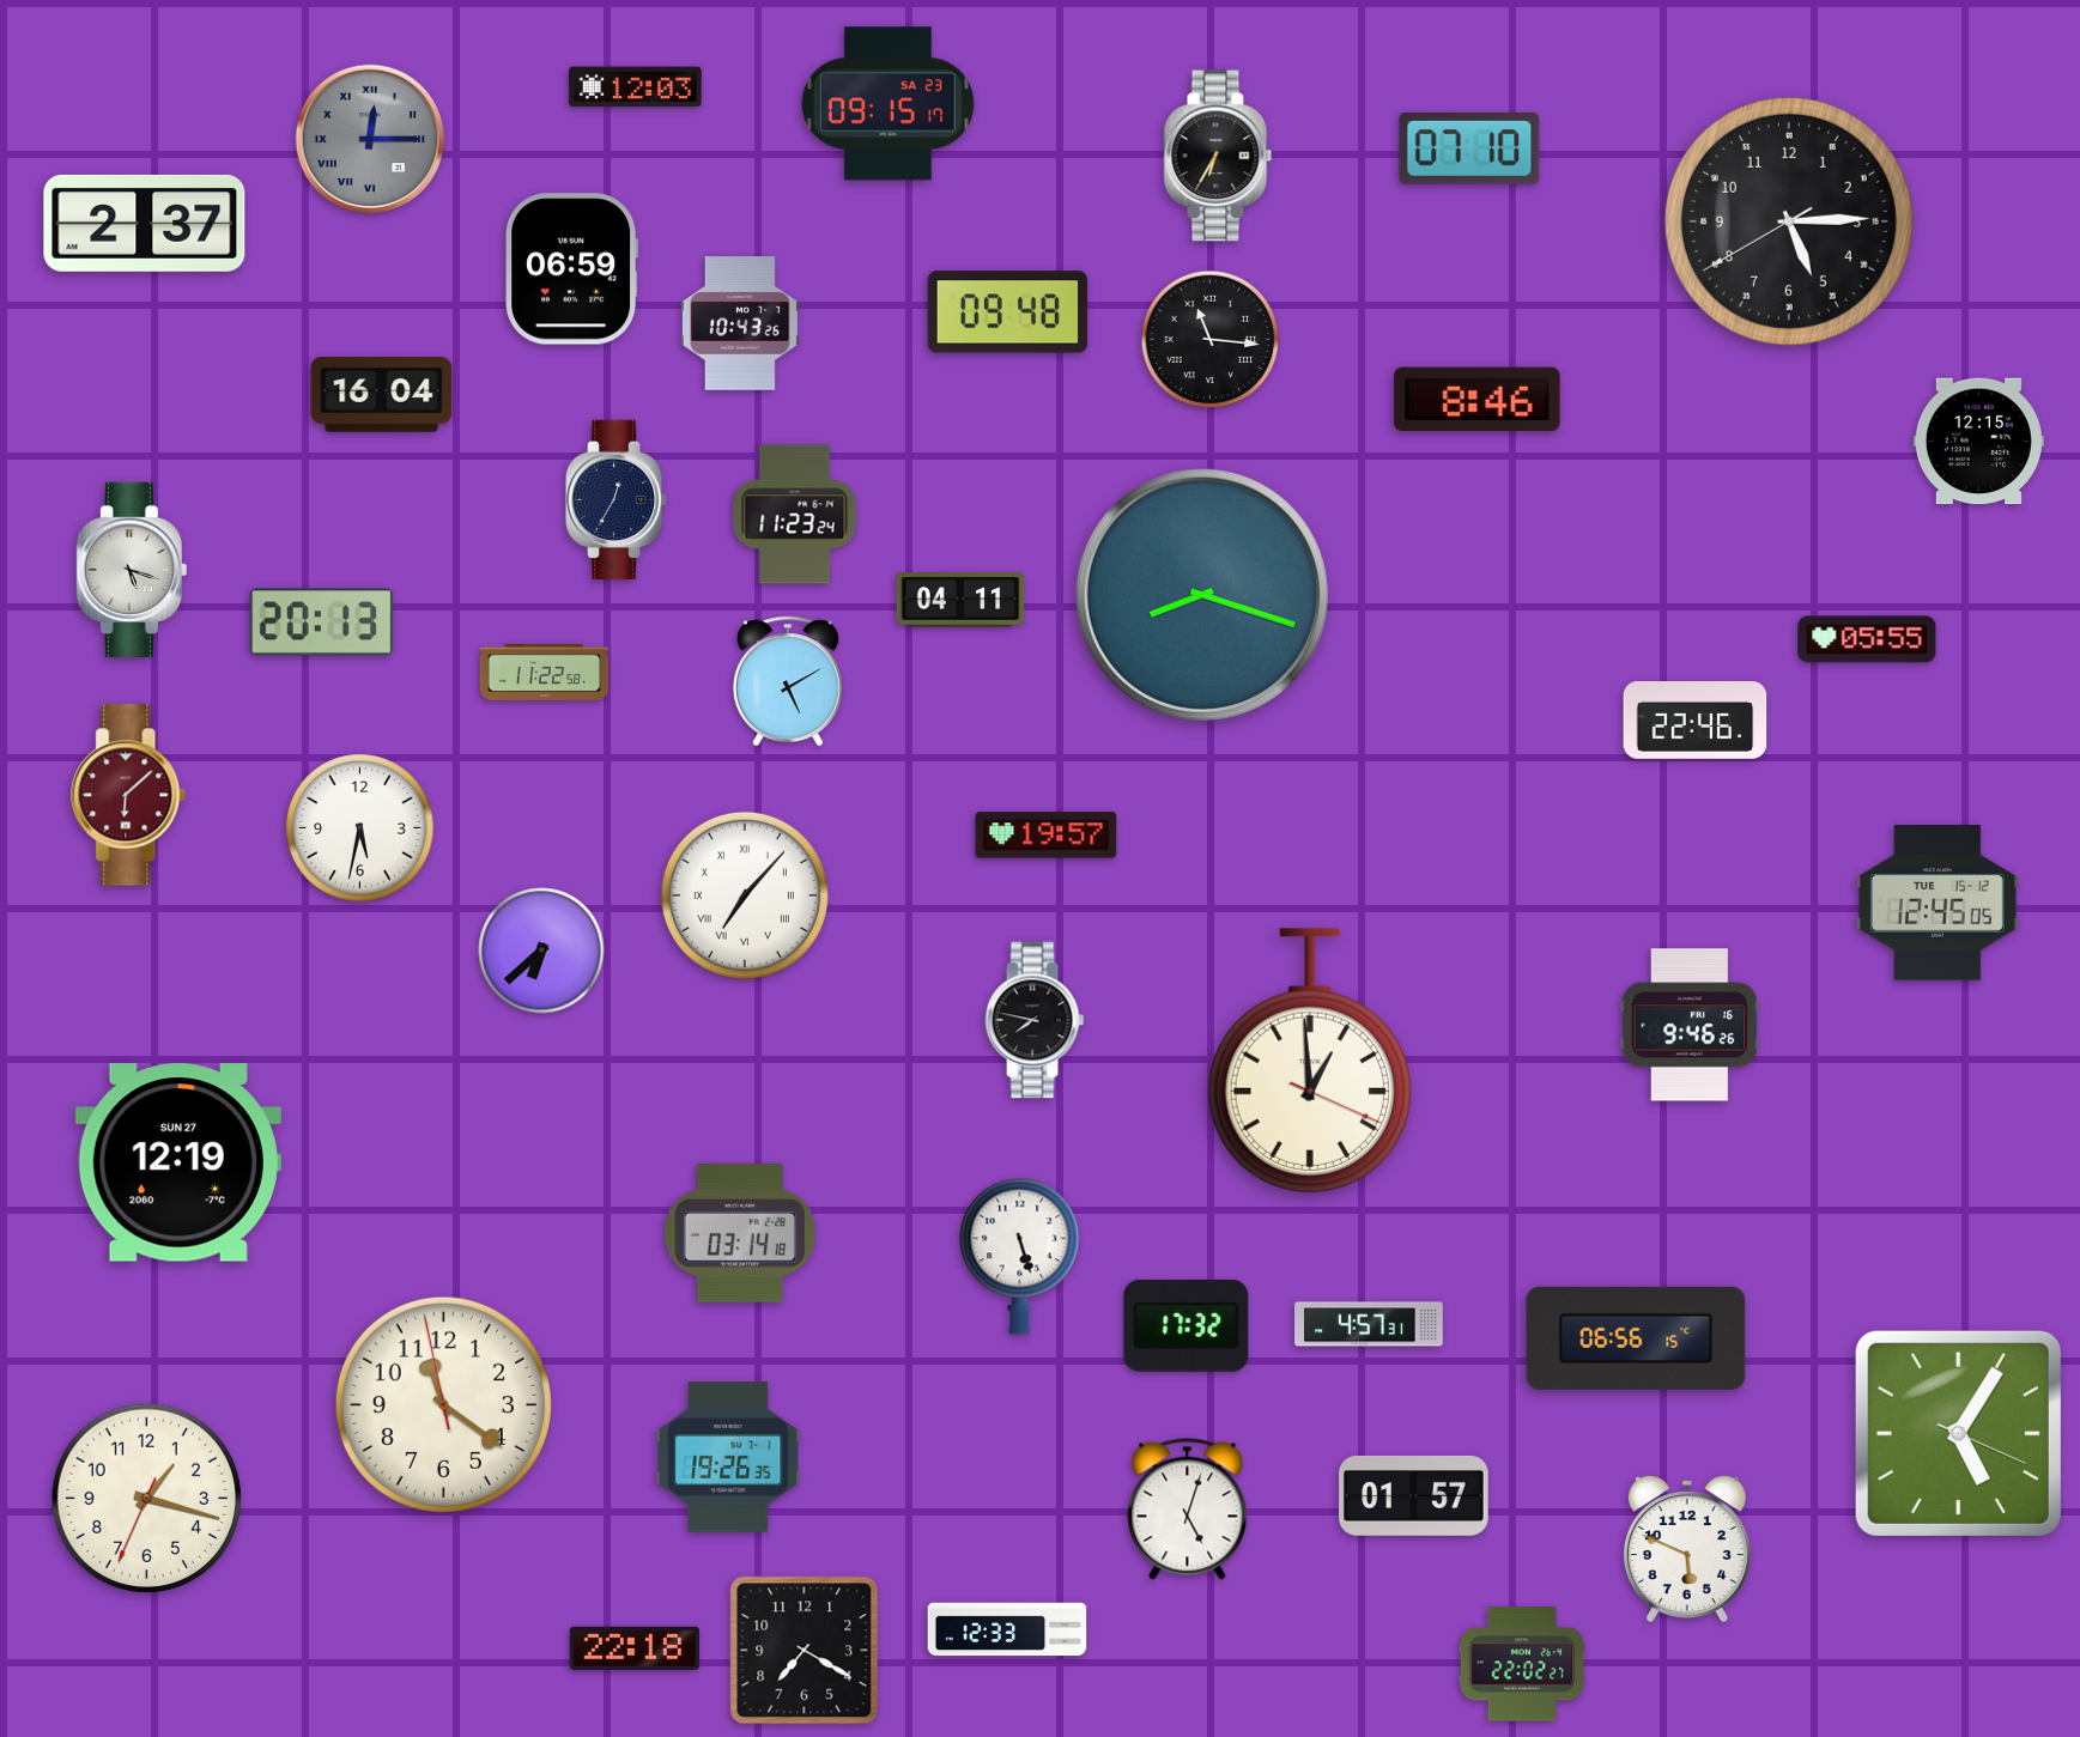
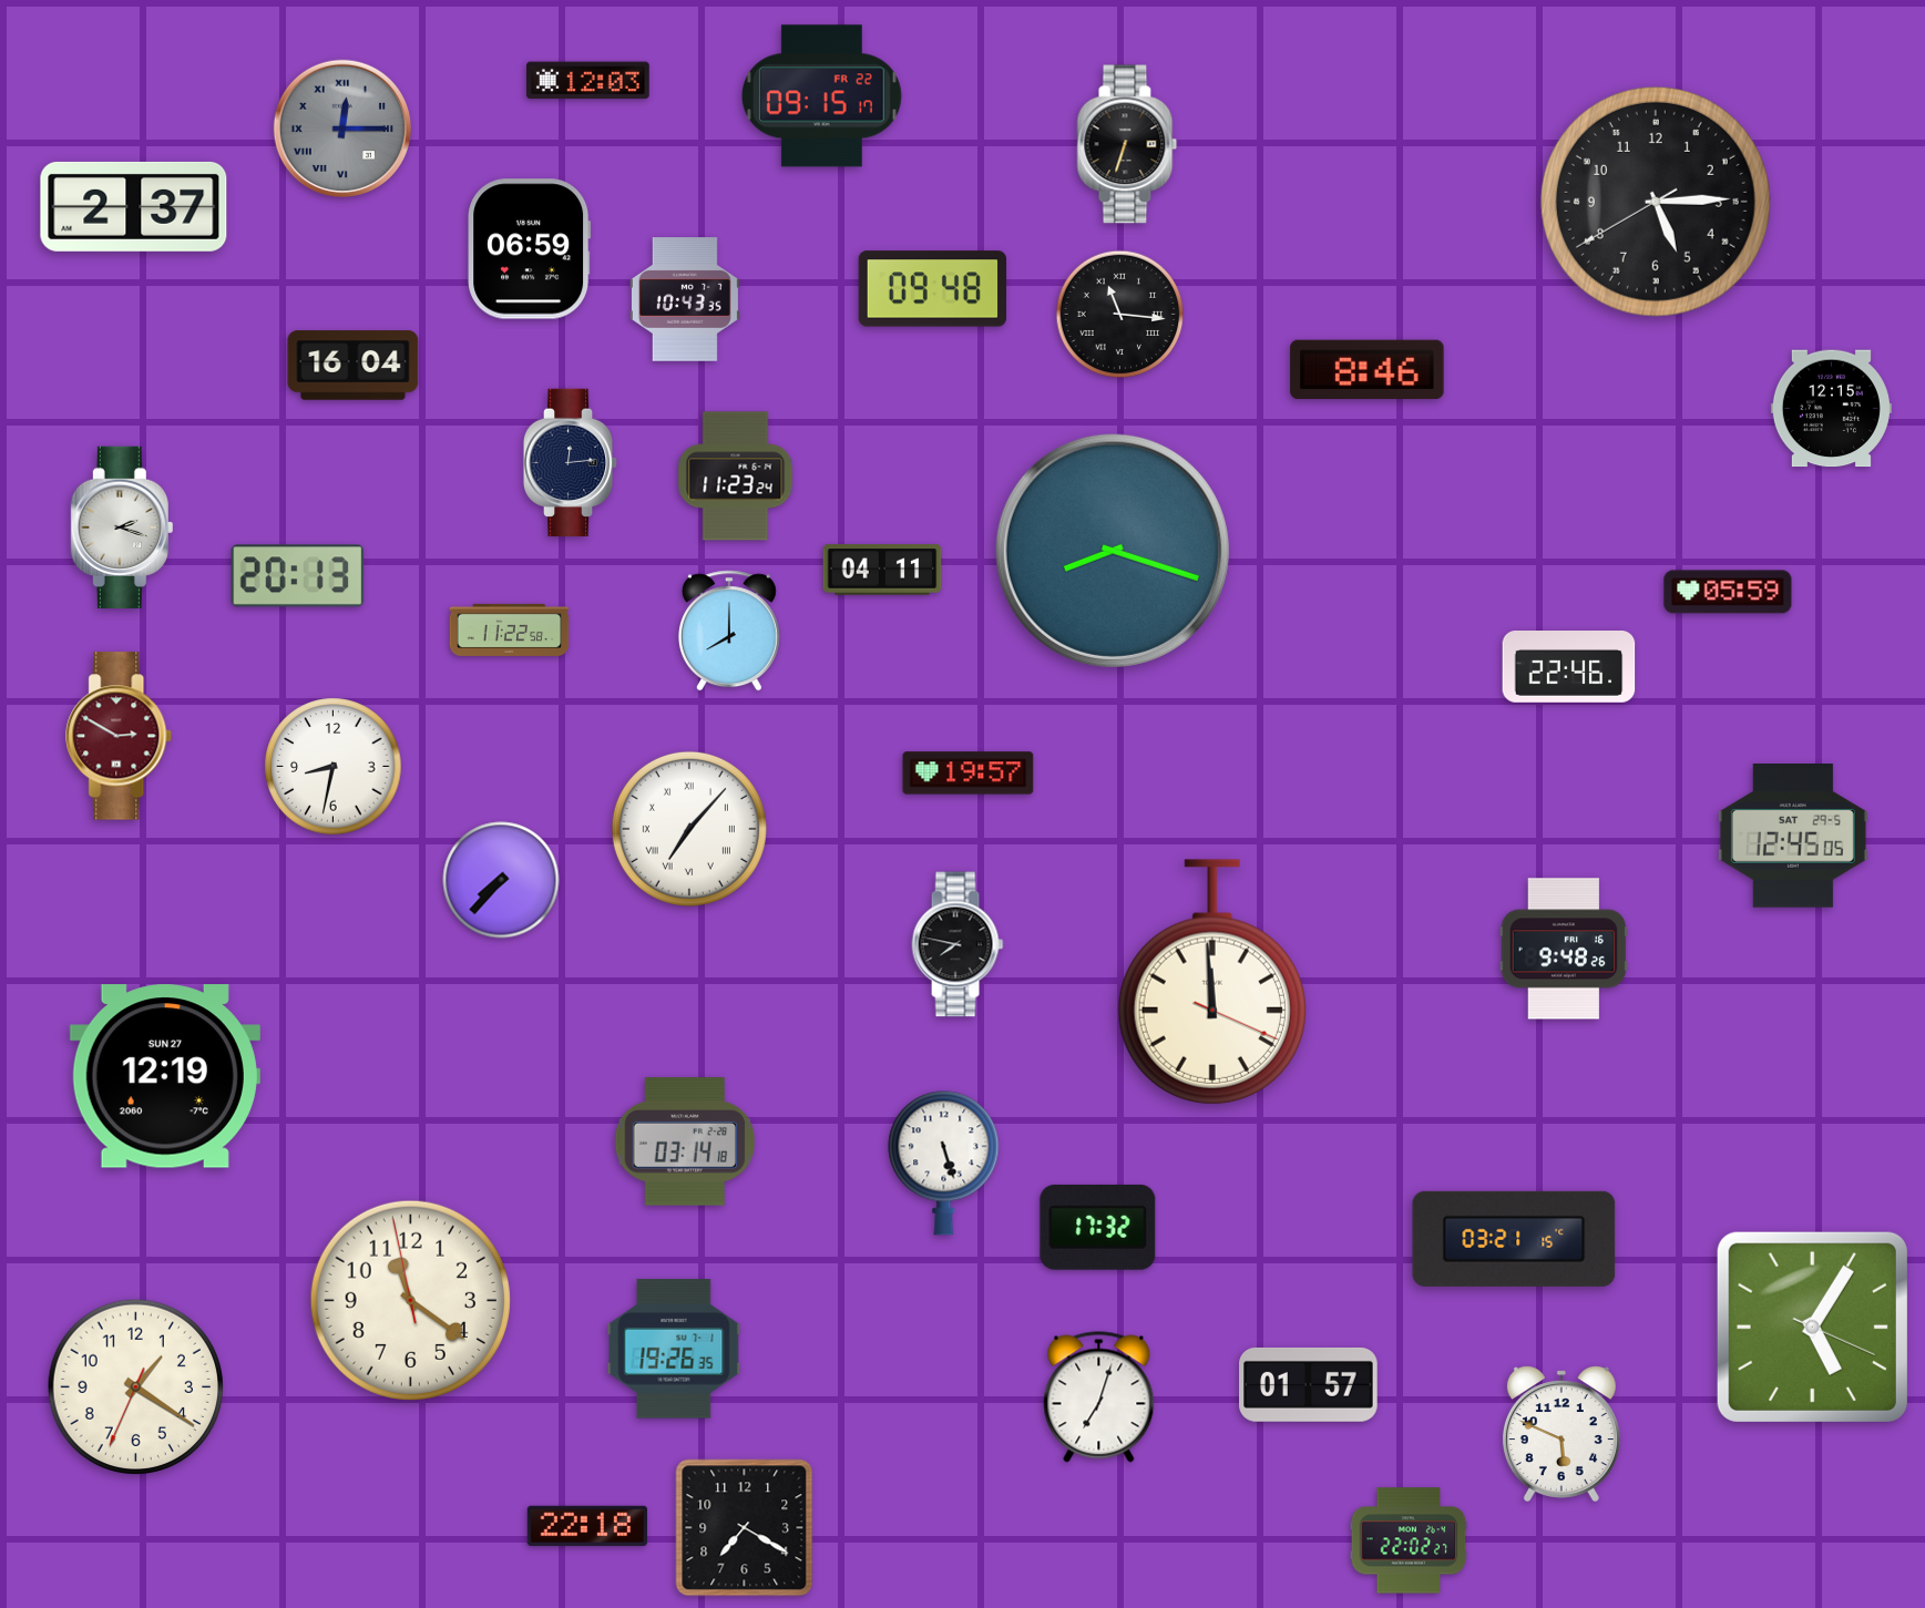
clock at (887, 104) date: SA 23 -> FR 22
clock at (1469, 148): 07:10 -> none
clock at (1218, 156): 6:35 -> 6:33
clock at (1789, 221) position: (1789, 221) -> (1656, 202)
clock at (740, 323): 10:43:26 -> 10:43:35
clock at (617, 500): 12:35 -> 12:14
clock at (132, 569): 5:18 -> 2:18
clock at (960, 600) position: (960, 600) -> (882, 570)
clock at (1867, 639): 05:55 -> 05:59
clock at (545, 672) position: (545, 672) -> (510, 629)
clock at (788, 681): 5:10 -> 8:00
clock at (129, 795): 6:08 -> 2:50
clock at (360, 828): 5:32 -> 8:32
clock at (1938, 904) date: TUE 15-12 -> SAT 29-5
clock at (541, 951): 6:38 -> 7:37
clock at (1690, 1025): 9:46 -> 9:48
clock at (1310, 1061): 12:59 -> 11:59
clock at (1369, 1324): 4:57 -> none
clock at (1636, 1338): 06:56 -> 03:21
clock at (146, 1498): 1:17 -> 1:20
clock at (1188, 1510): 5:03 -> 7:03
clock at (1007, 1629): 12:33 -> none
